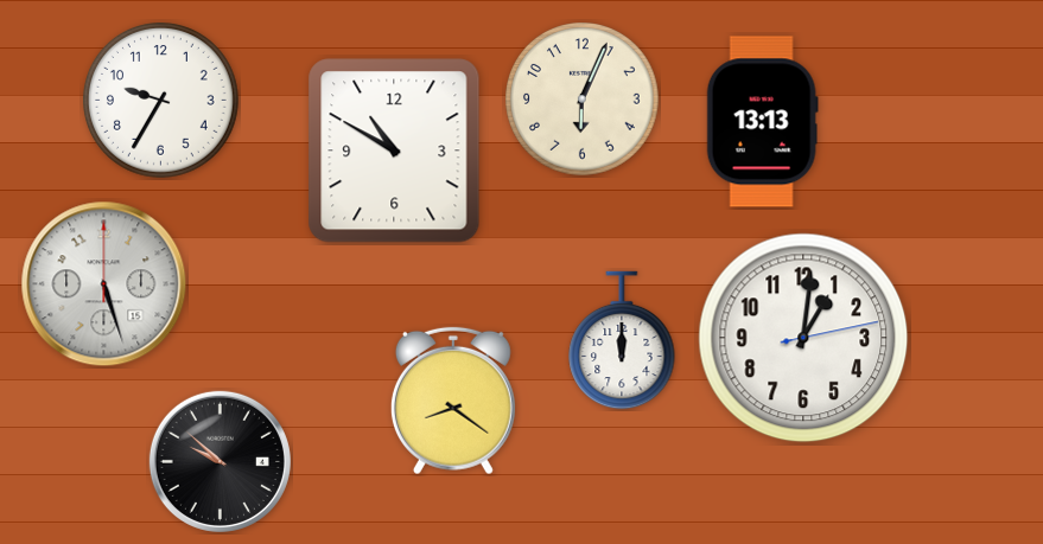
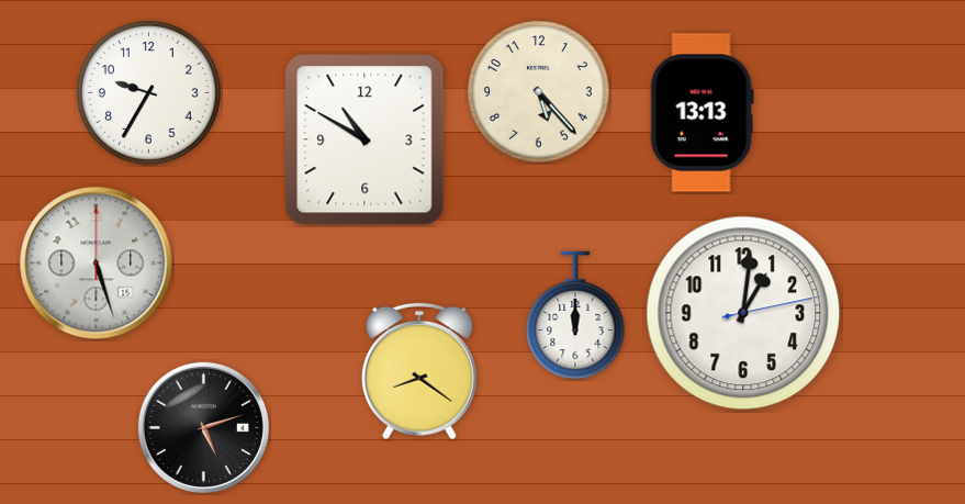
clock at (583, 100): 6:04 -> 5:23
clock at (762, 122) position: (762, 122) -> (702, 113)
clock at (220, 461): 9:52 -> 5:12
